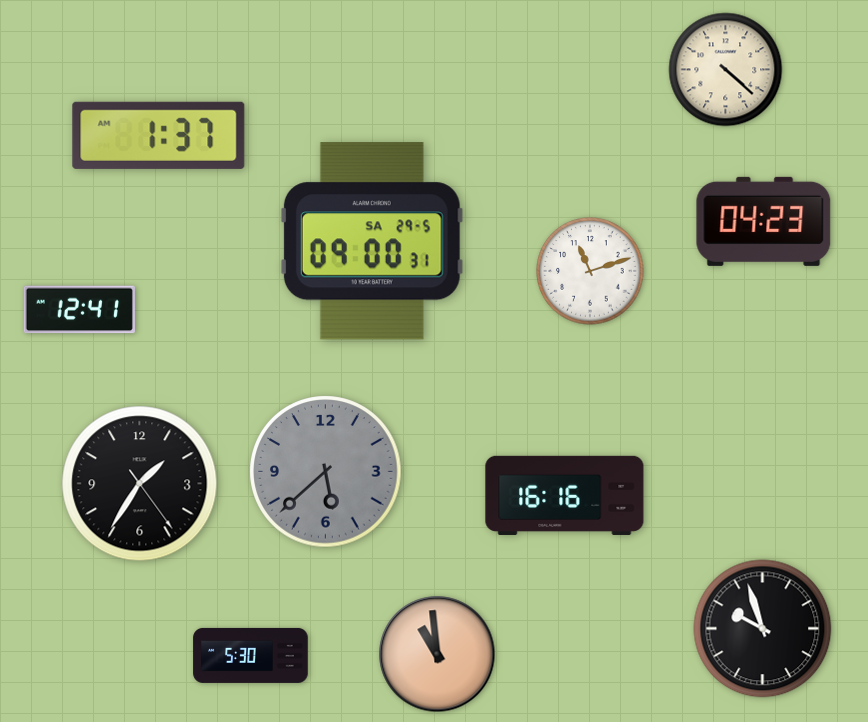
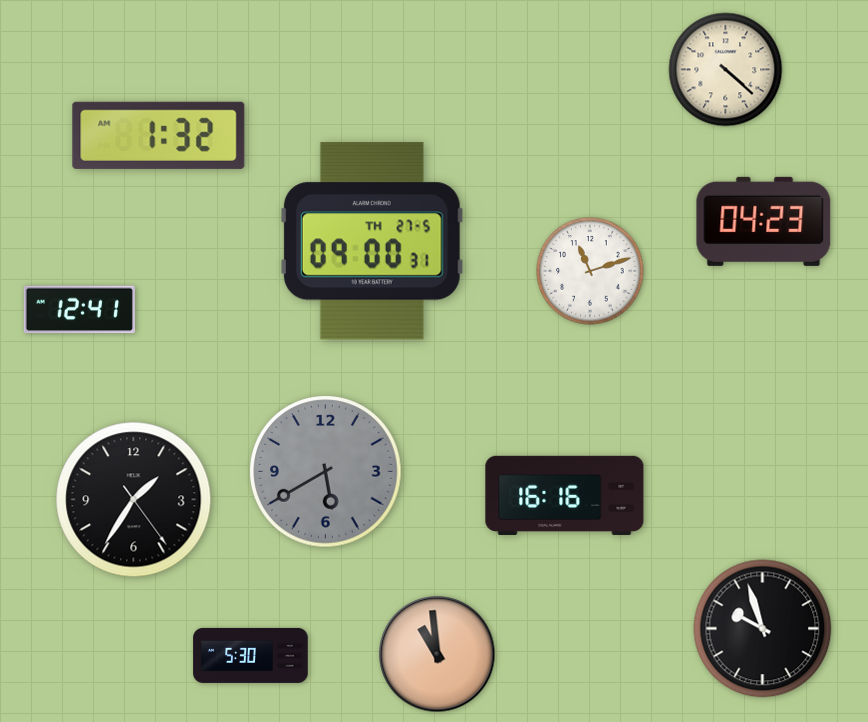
clock at (159, 135): 1:37 -> 1:32
clock at (372, 241) date: SA 29-5 -> TH 27-5
clock at (326, 472): 5:38 -> 5:40
clock at (140, 484) position: (140, 484) -> (134, 500)
